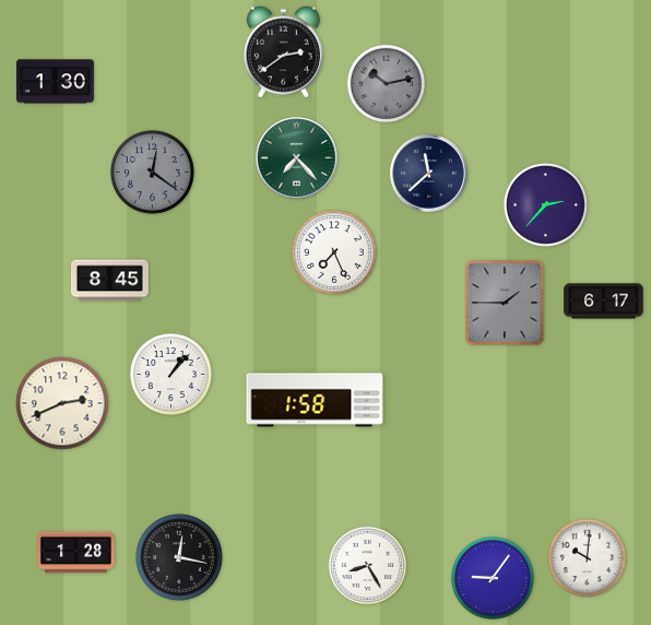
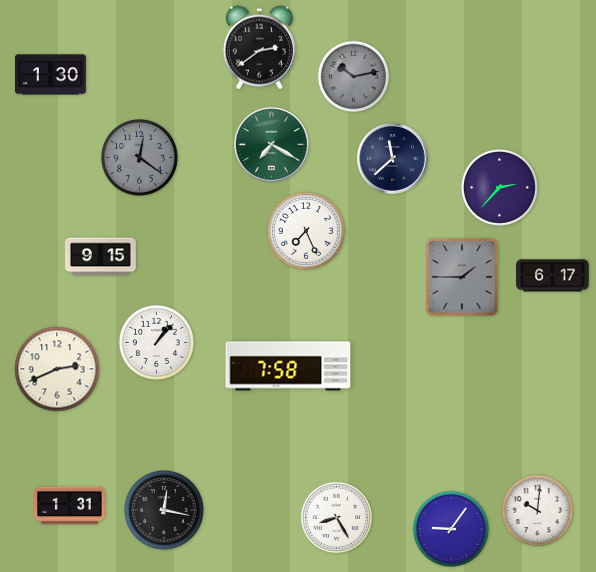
clock at (297, 158): 7:23 -> 7:20
clock at (109, 281): 8:45 -> 9:15
clock at (315, 400): 1:58 -> 7:58
clock at (76, 553): 1:28 -> 1:31
